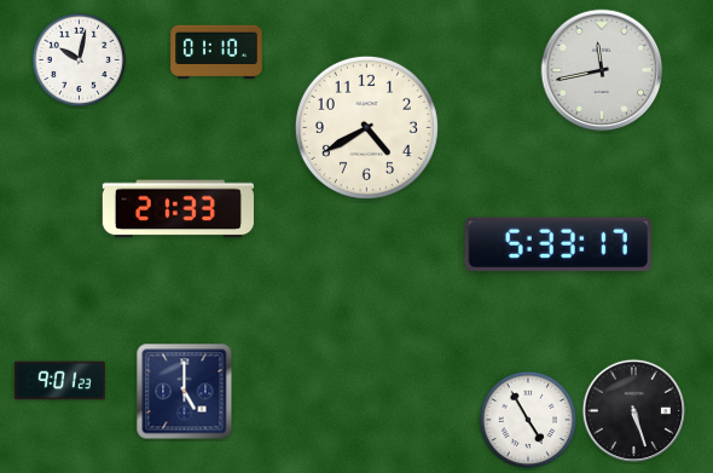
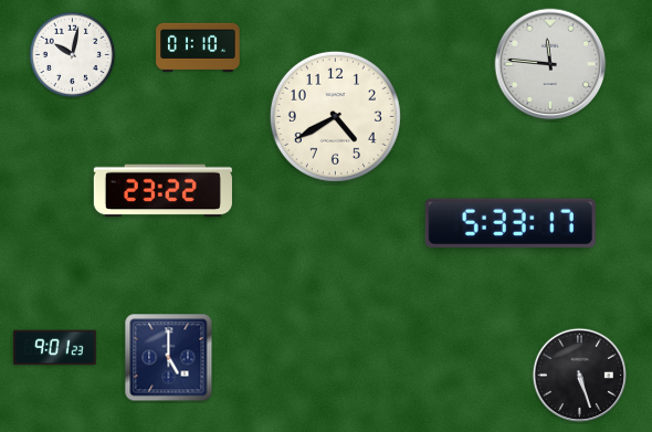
clock at (602, 70): 11:43 -> 11:46
clock at (178, 209): 21:33 -> 23:22
clock at (528, 420): 4:55 -> none
